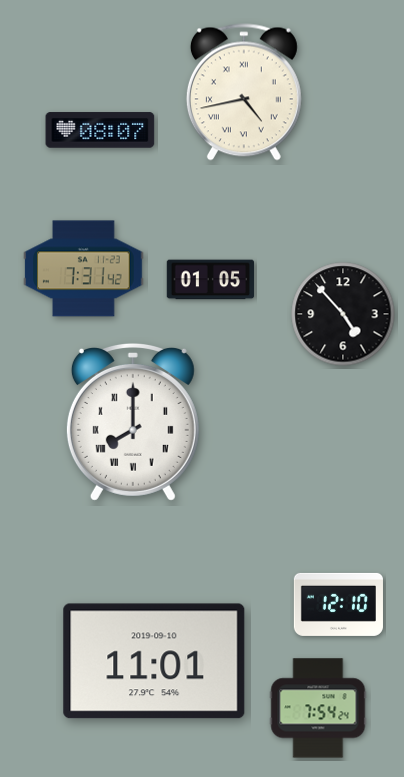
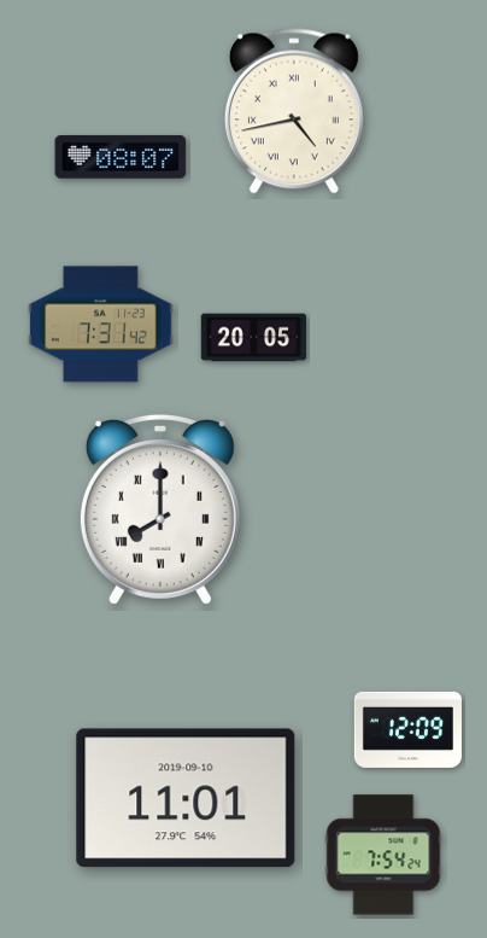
clock at (211, 280): 01:05 -> 20:05
clock at (343, 314): 4:53 -> none
clock at (338, 604): 12:10 -> 12:09
